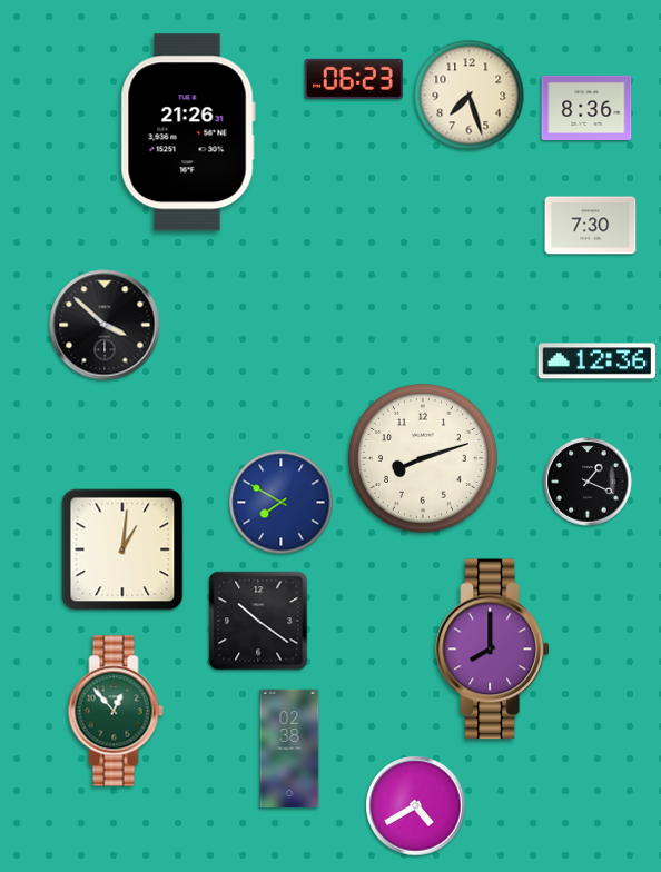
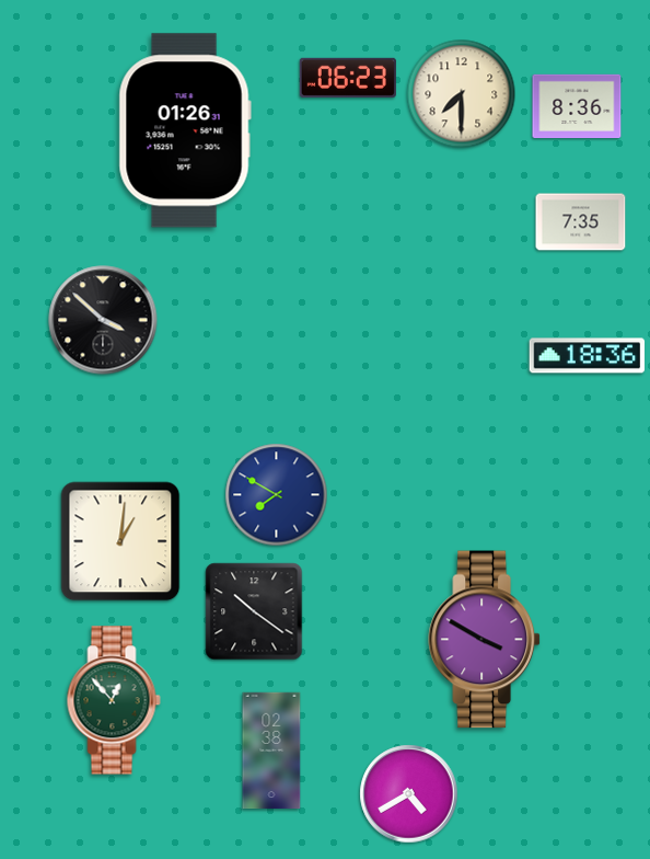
clock at (470, 96): 7:27 -> 7:30
clock at (188, 132): 21:26 -> 01:26
clock at (591, 226): 7:30 -> 7:35
clock at (598, 361): 12:36 -> 18:36
clock at (423, 458): 8:12 -> none
clock at (588, 482): 1:19 -> none
clock at (492, 650): 8:00 -> 3:50
clock at (289, 749) position: (289, 749) -> (271, 751)
